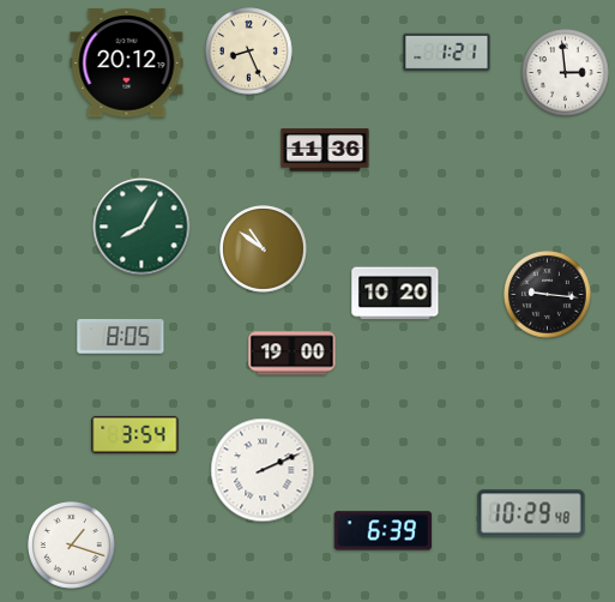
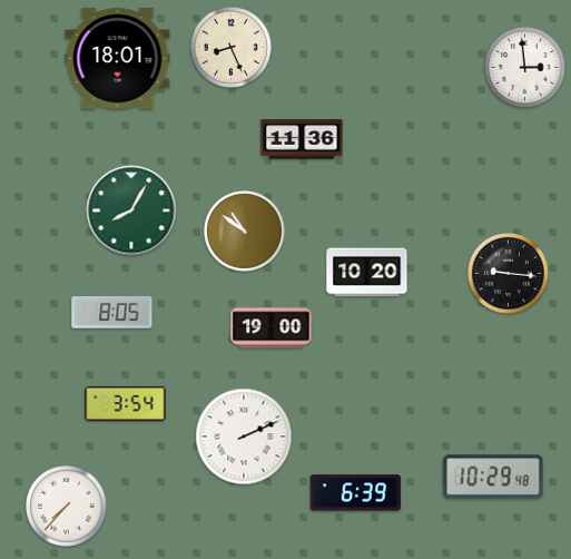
clock at (447, 53): 1:21 -> none
clock at (127, 64): 20:12 -> 18:01
clock at (72, 546): 1:18 -> 7:37
